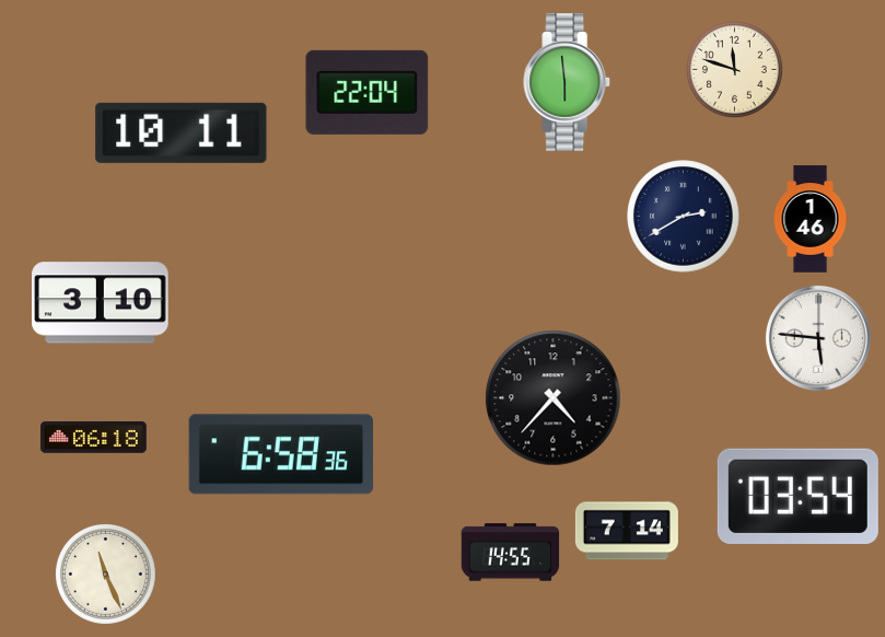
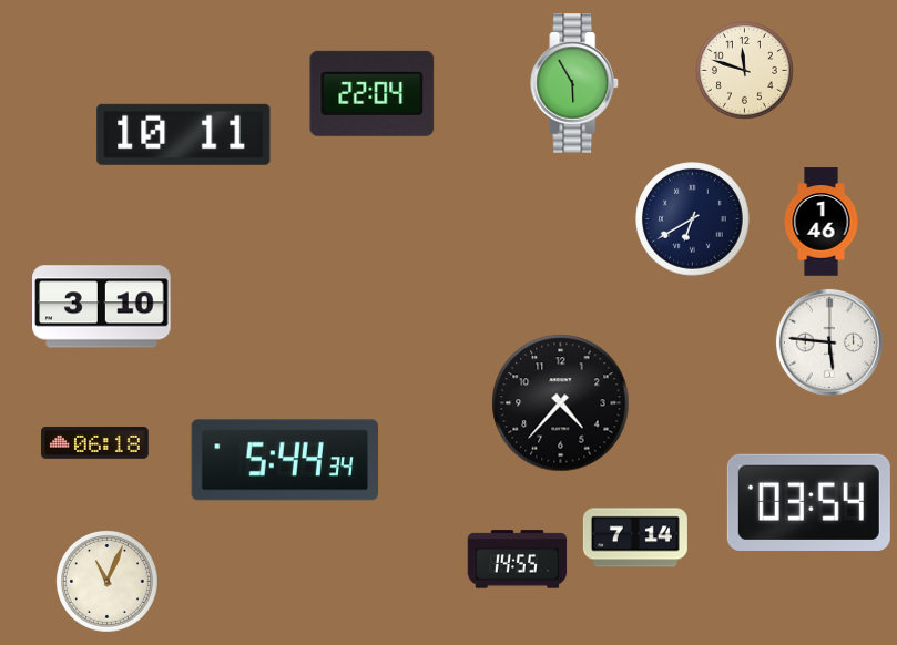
clock at (568, 82): 5:59 -> 5:55
clock at (684, 217): 2:40 -> 6:40
clock at (281, 454): 6:58 -> 5:44
clock at (105, 574): 11:26 -> 11:04
